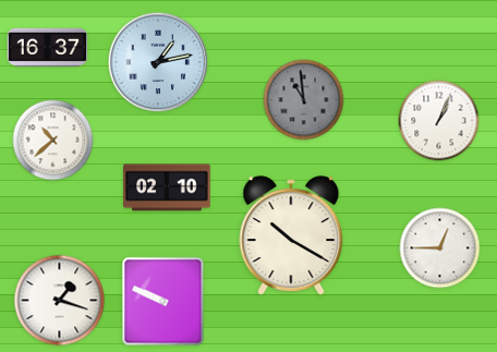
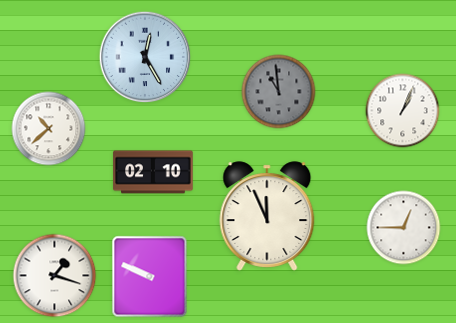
clock at (48, 47): 16:37 -> none
clock at (158, 62): 1:13 -> 12:25
clock at (291, 235): 10:20 -> 11:56
